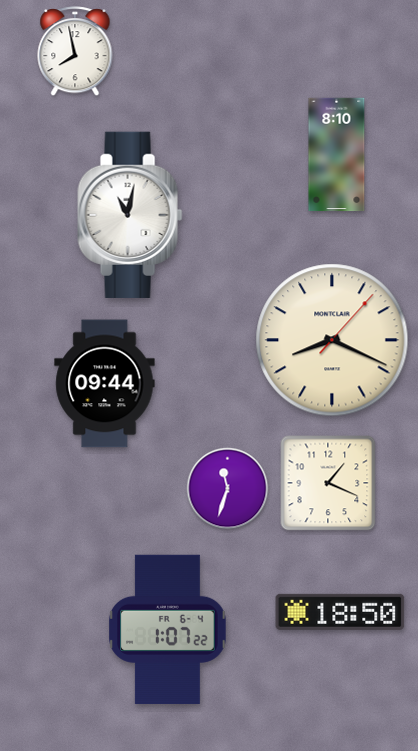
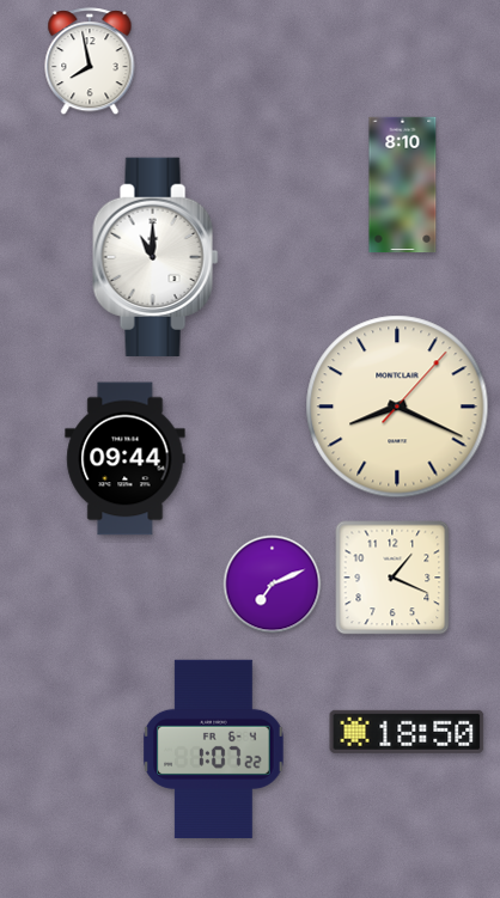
clock at (130, 215): 11:02 -> 11:00
clock at (228, 489): 11:33 -> 7:11
clock at (168, 629) position: (168, 629) -> (214, 749)
